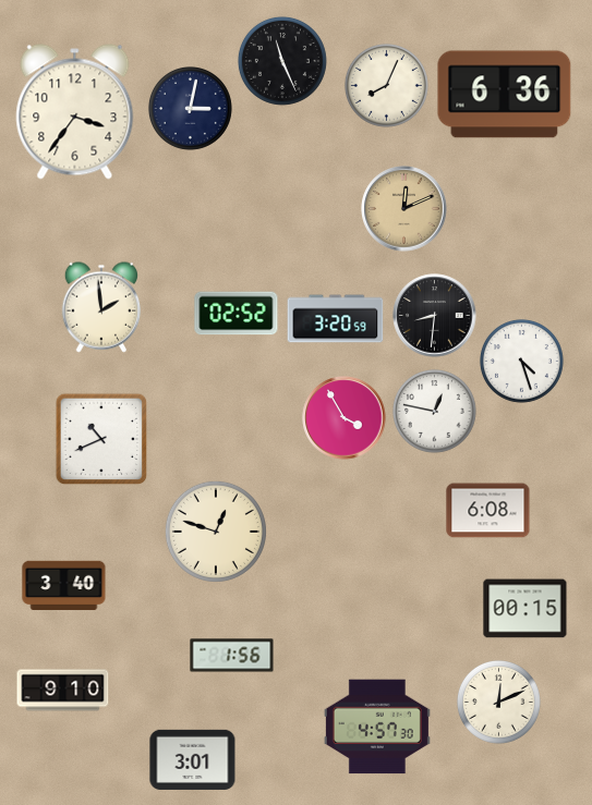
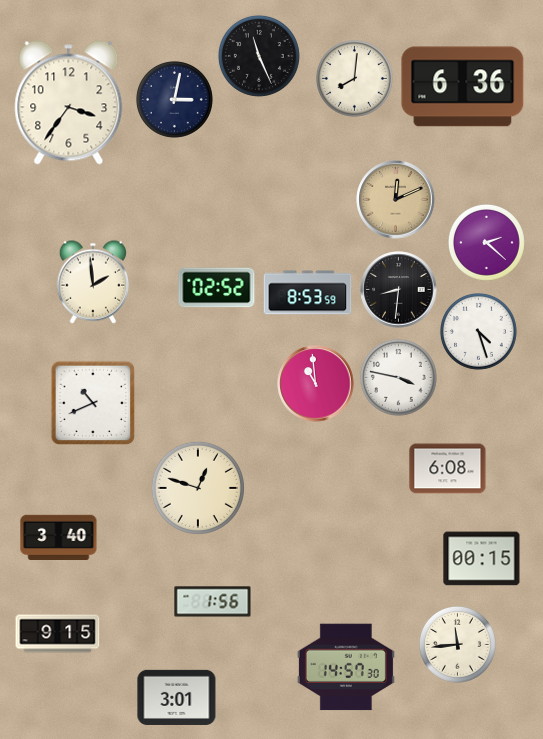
clock at (387, 86): 8:04 -> 8:01
clock at (404, 209) position: (404, 209) -> (396, 200)
clock at (487, 243): none -> 2:22
clock at (336, 319): 3:20 -> 8:53
clock at (435, 412): 12:47 -> 3:47
clock at (345, 418): 3:55 -> 10:59
clock at (63, 691): 9:10 -> 9:15
clock at (499, 703): 12:11 -> 11:44
clock at (377, 727): 4:57 -> 14:57
